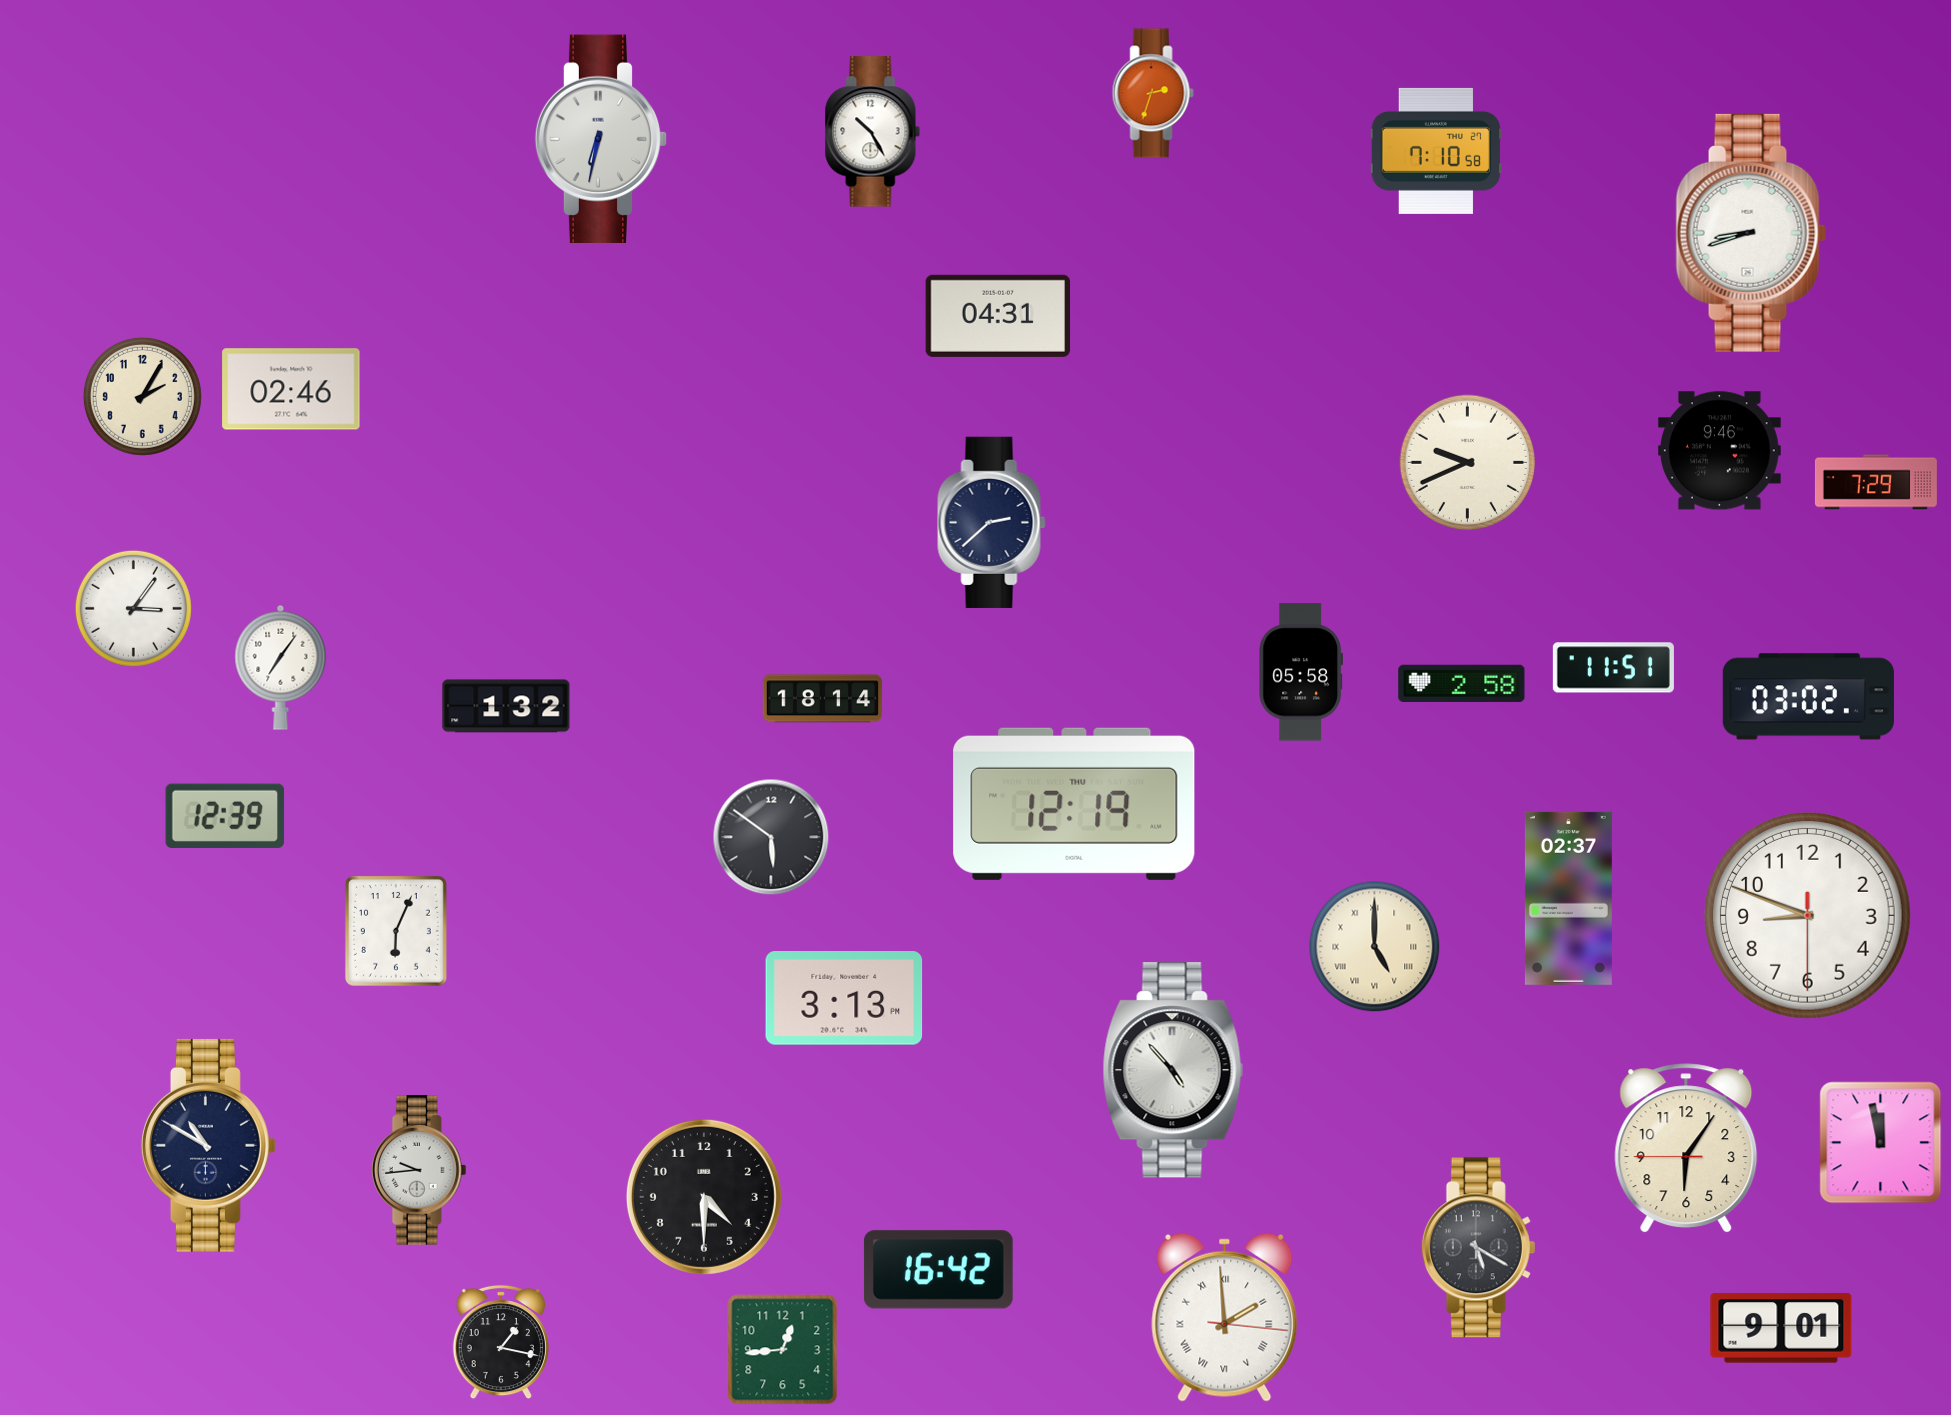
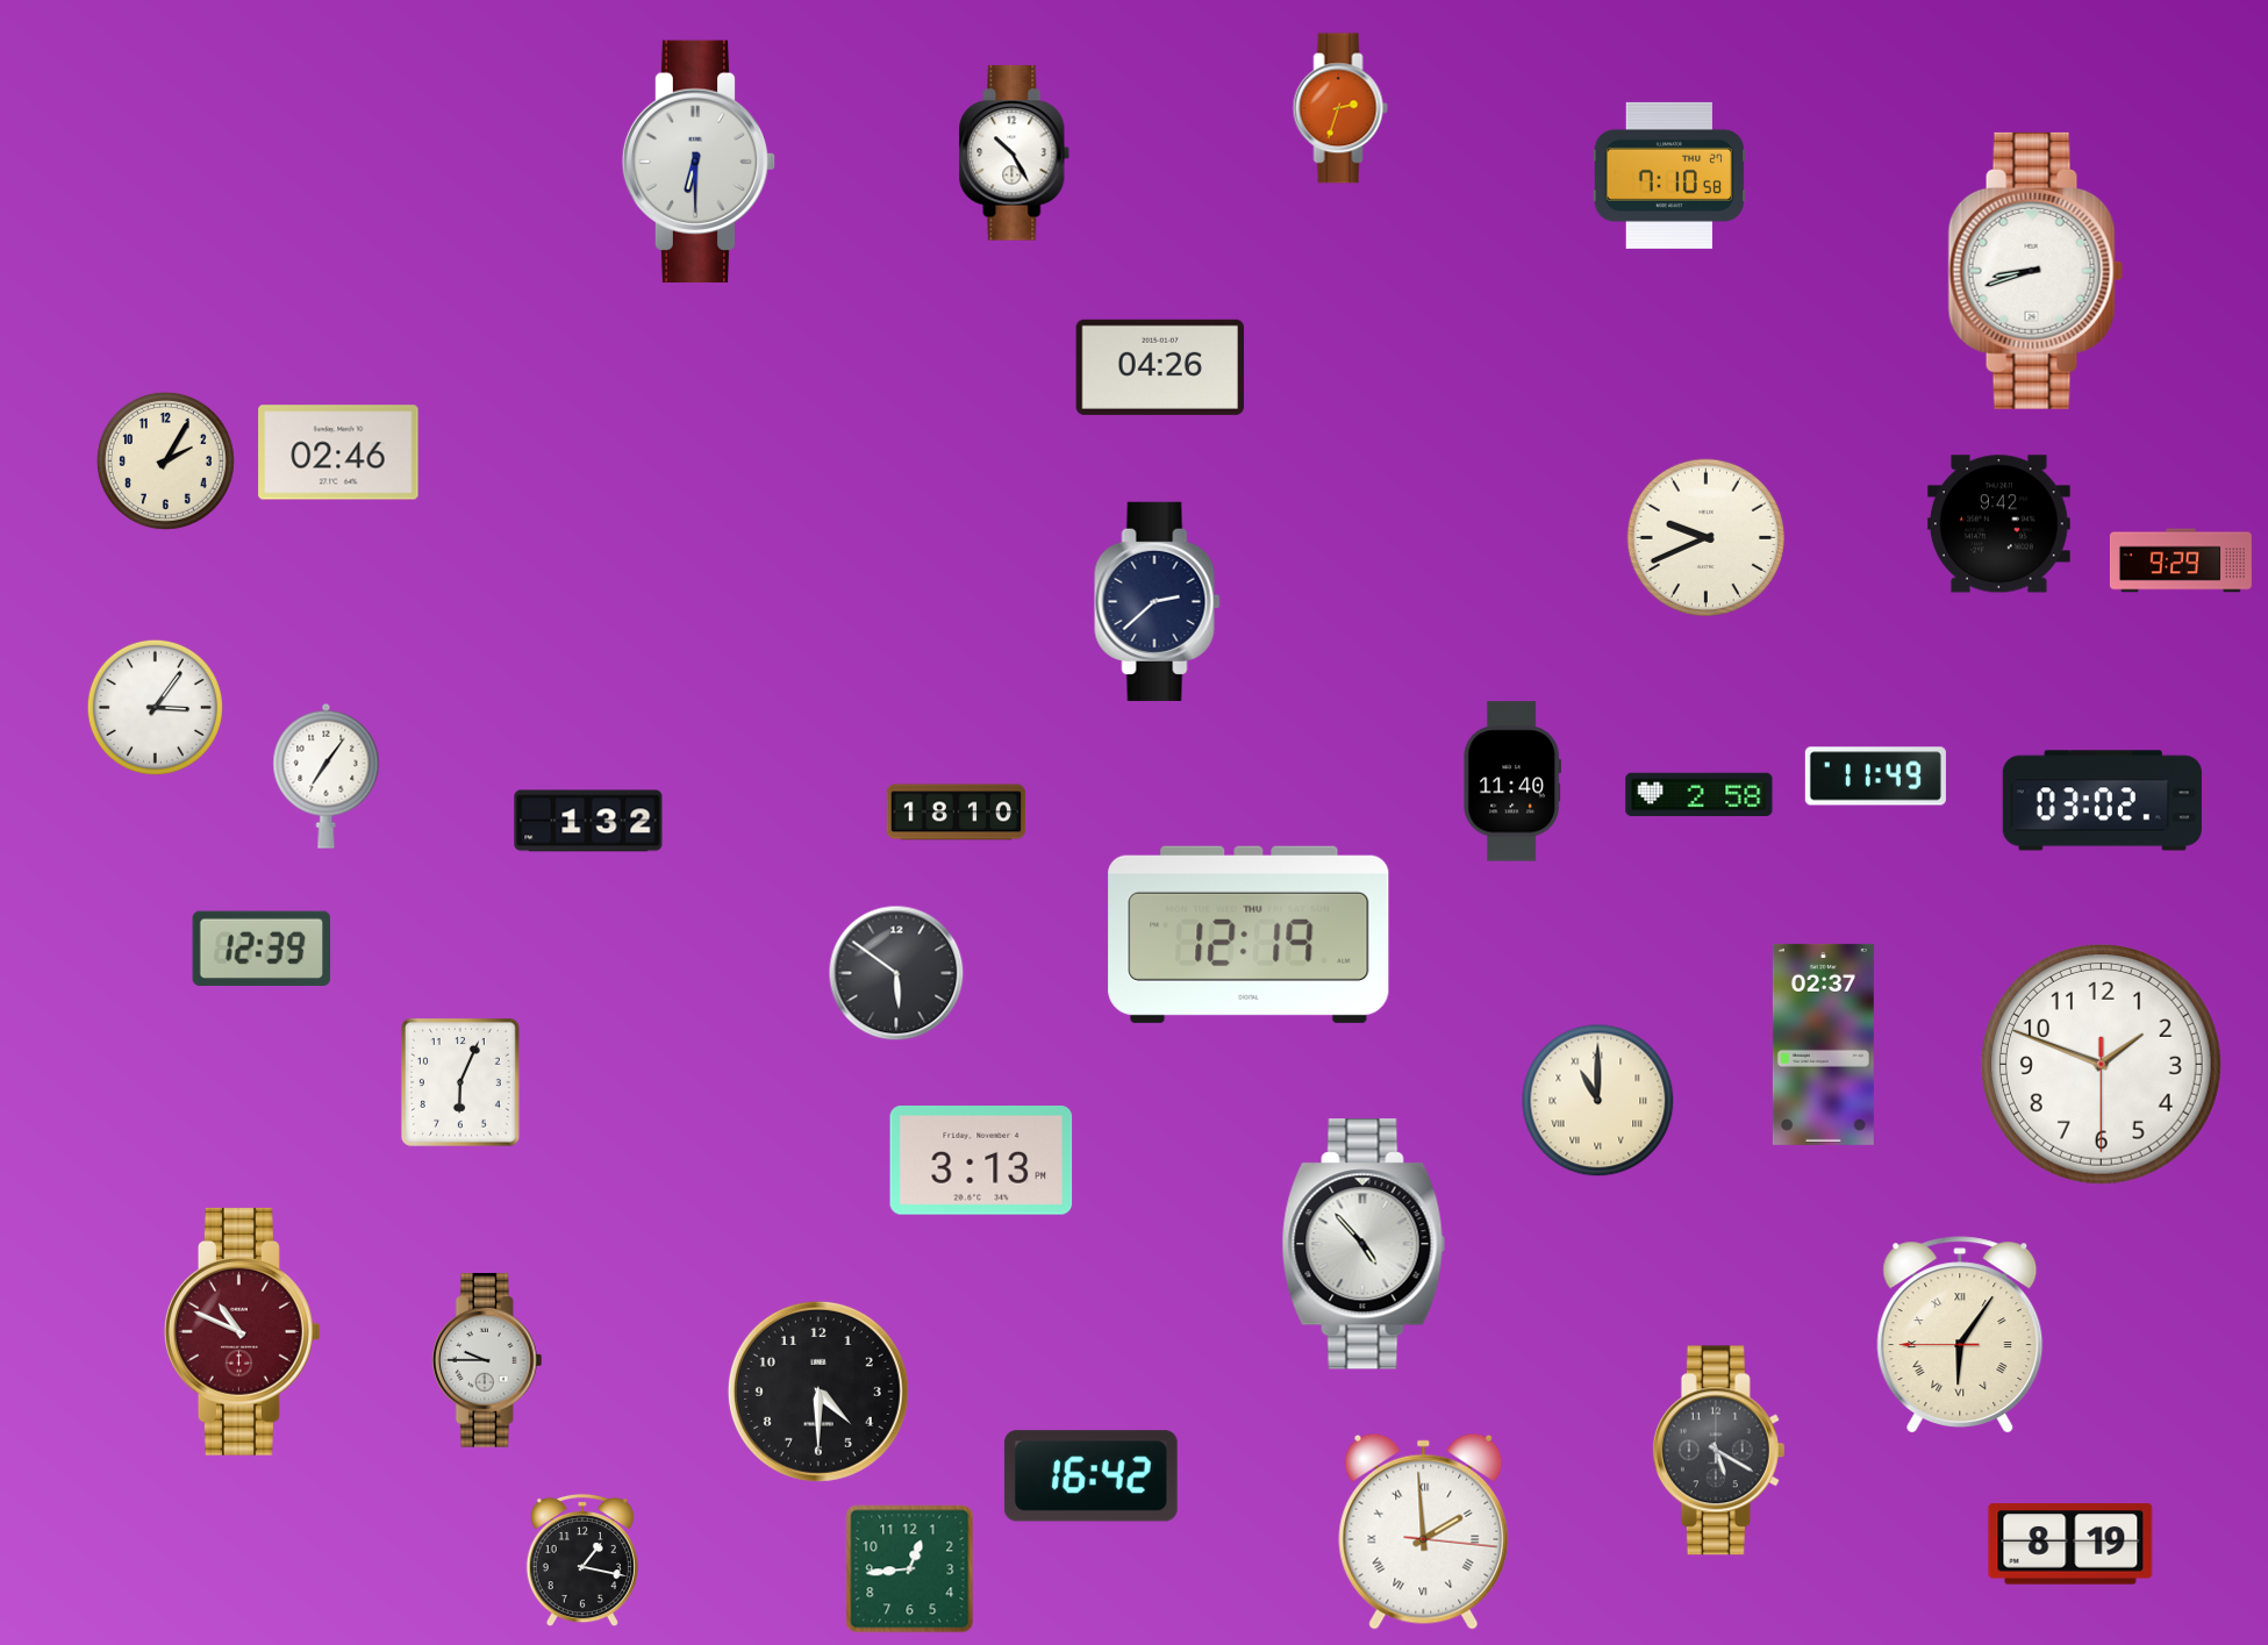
clock at (601, 138): 6:32 -> 6:30
clock at (998, 316): 04:31 -> 04:26
clock at (1719, 451): 9:46 -> 9:42
clock at (1876, 482): 7:29 -> 9:29
clock at (992, 522) position: (992, 522) -> (1158, 601)
clock at (1613, 668): 11:51 -> 11:49
clock at (1300, 672): 05:58 -> 11:40
clock at (1808, 697) position: (1808, 697) -> (2102, 801)
clock at (823, 699): 18:14 -> 18:10
clock at (1807, 915): 8:48 -> 1:48
clock at (1375, 947): 5:00 -> 11:00
clock at (1881, 1143): 11:58 -> none
clock at (208, 1145): 10:50 -> 10:49
clock at (208, 1145) dial: navy -> burgundy
clock at (1686, 1148) numerals: Arabic -> Roman
clock at (419, 1170): 9:44 -> 9:45
clock at (1781, 1328): 9:01 -> 8:19
